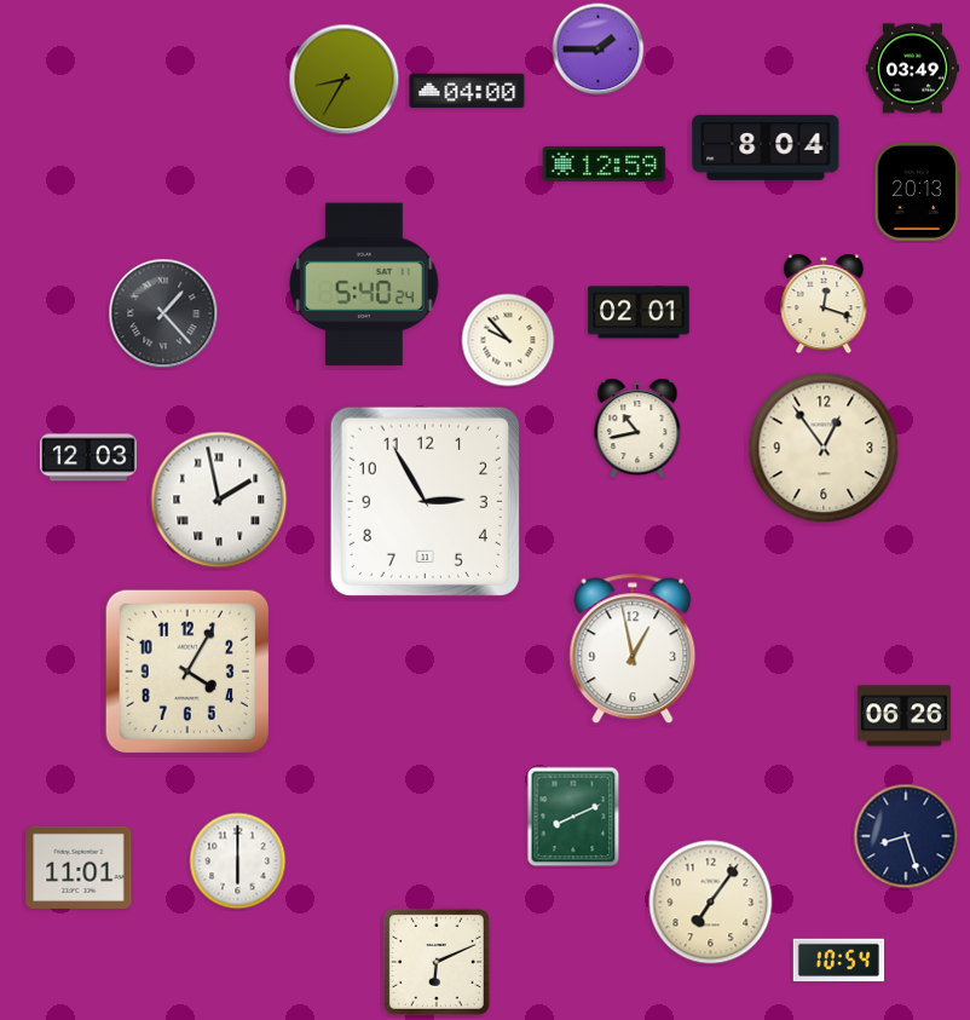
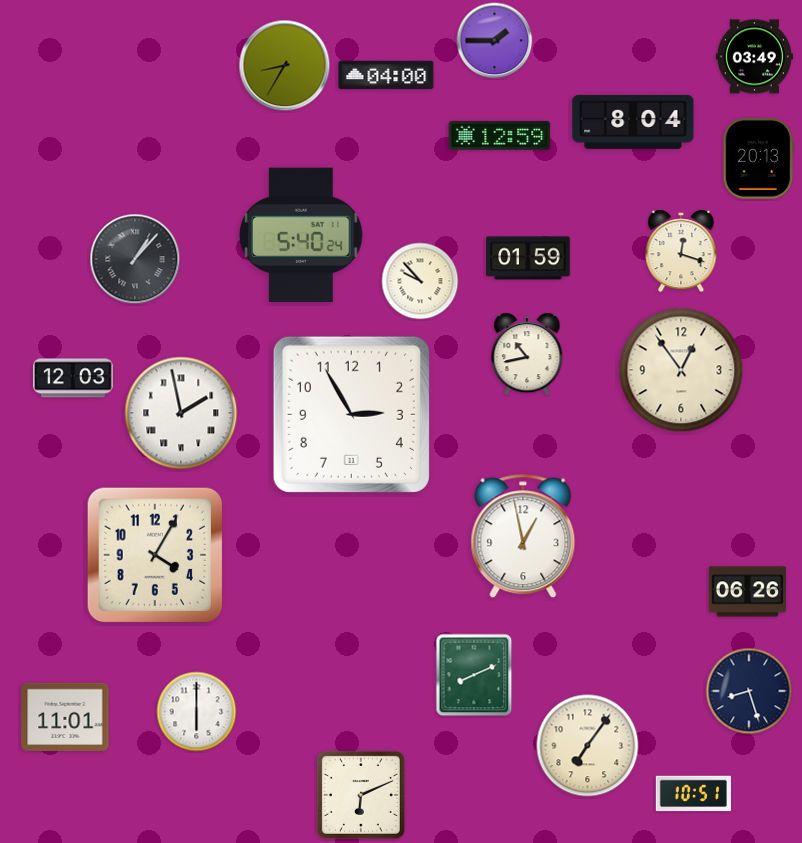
clock at (639, 312): 02:01 -> 01:59
clock at (163, 313): 1:23 -> 1:07
clock at (838, 961): 10:54 -> 10:51
